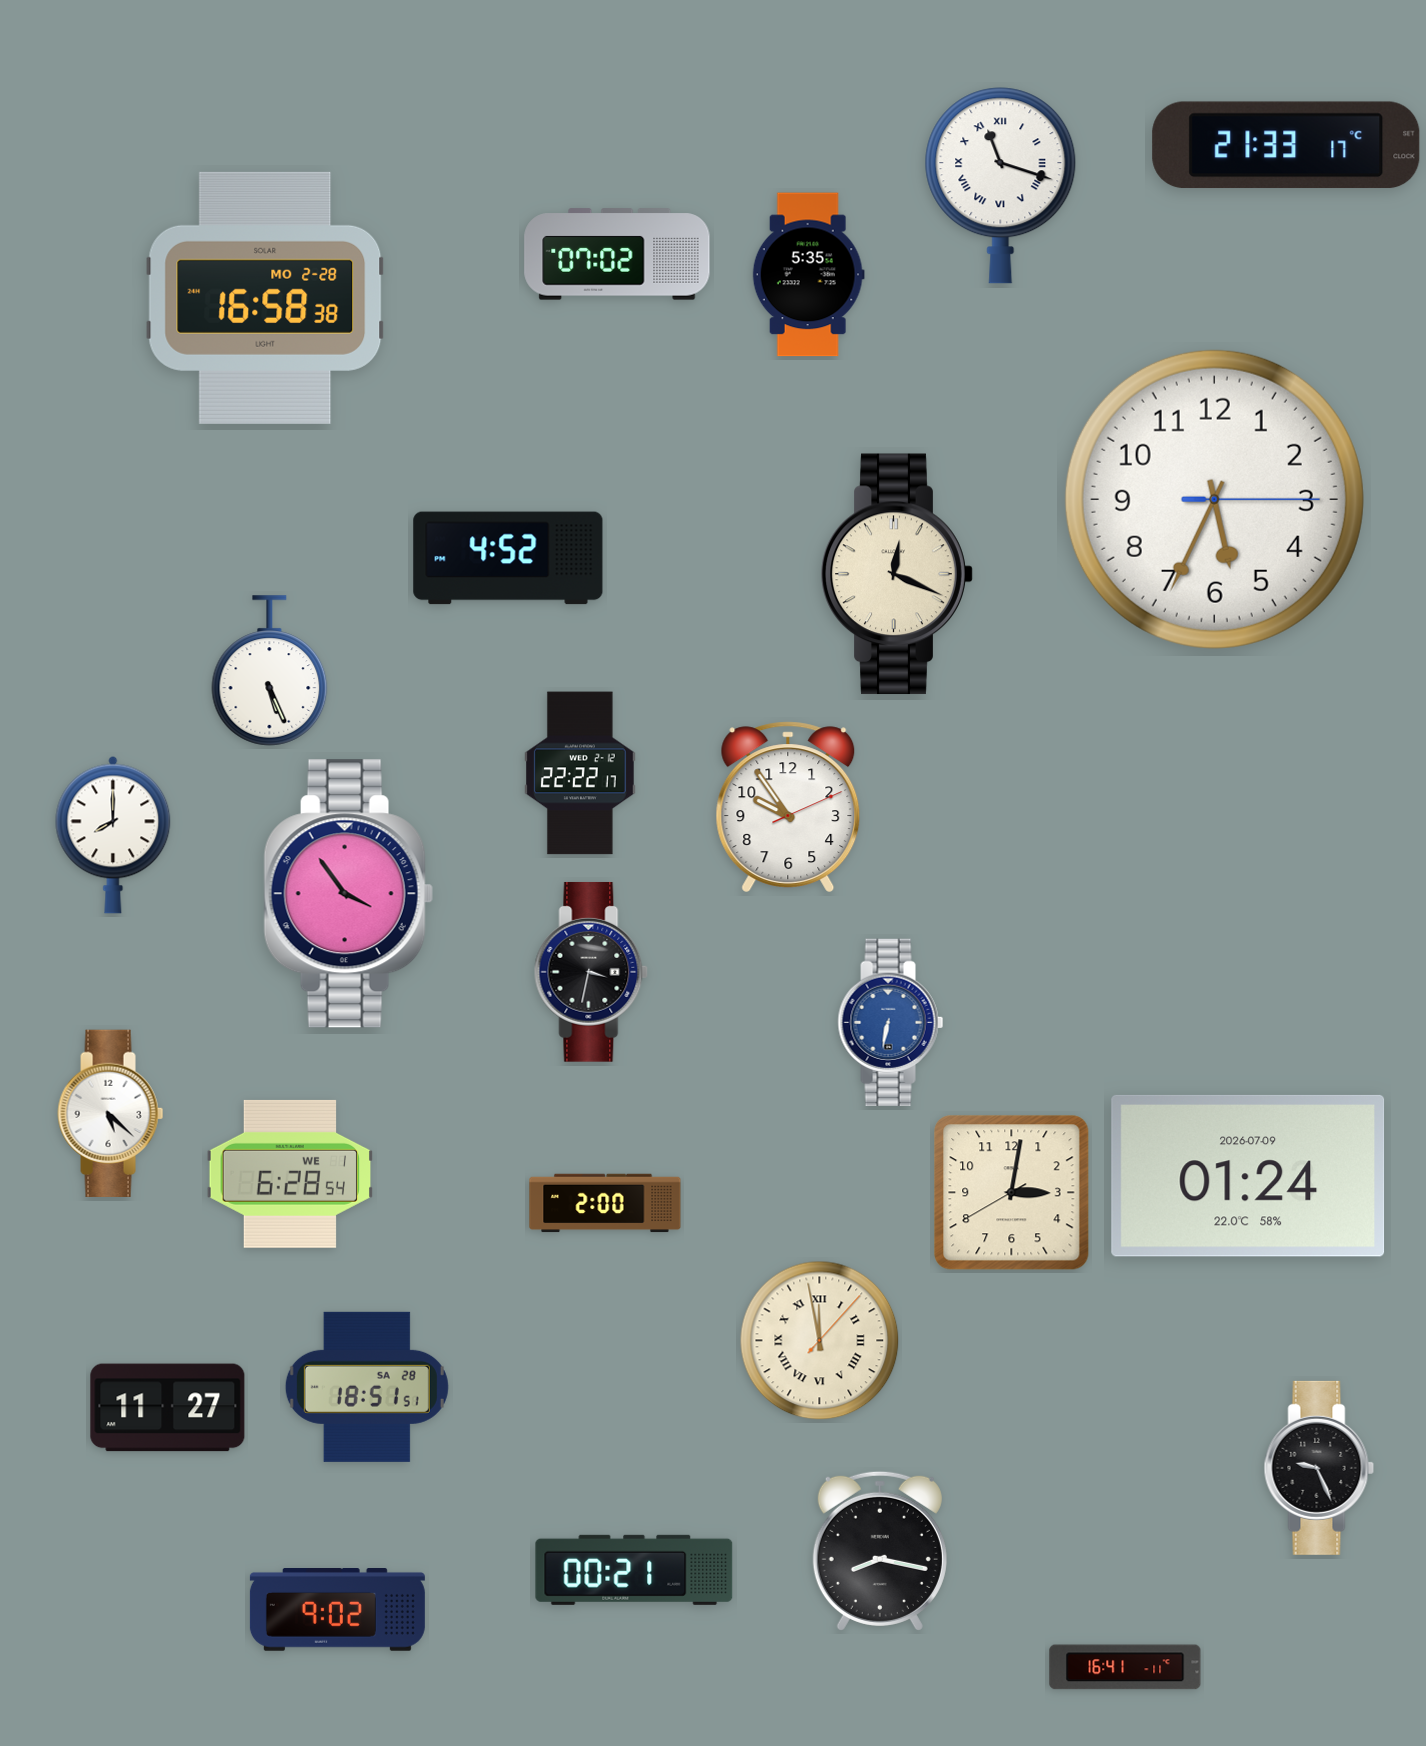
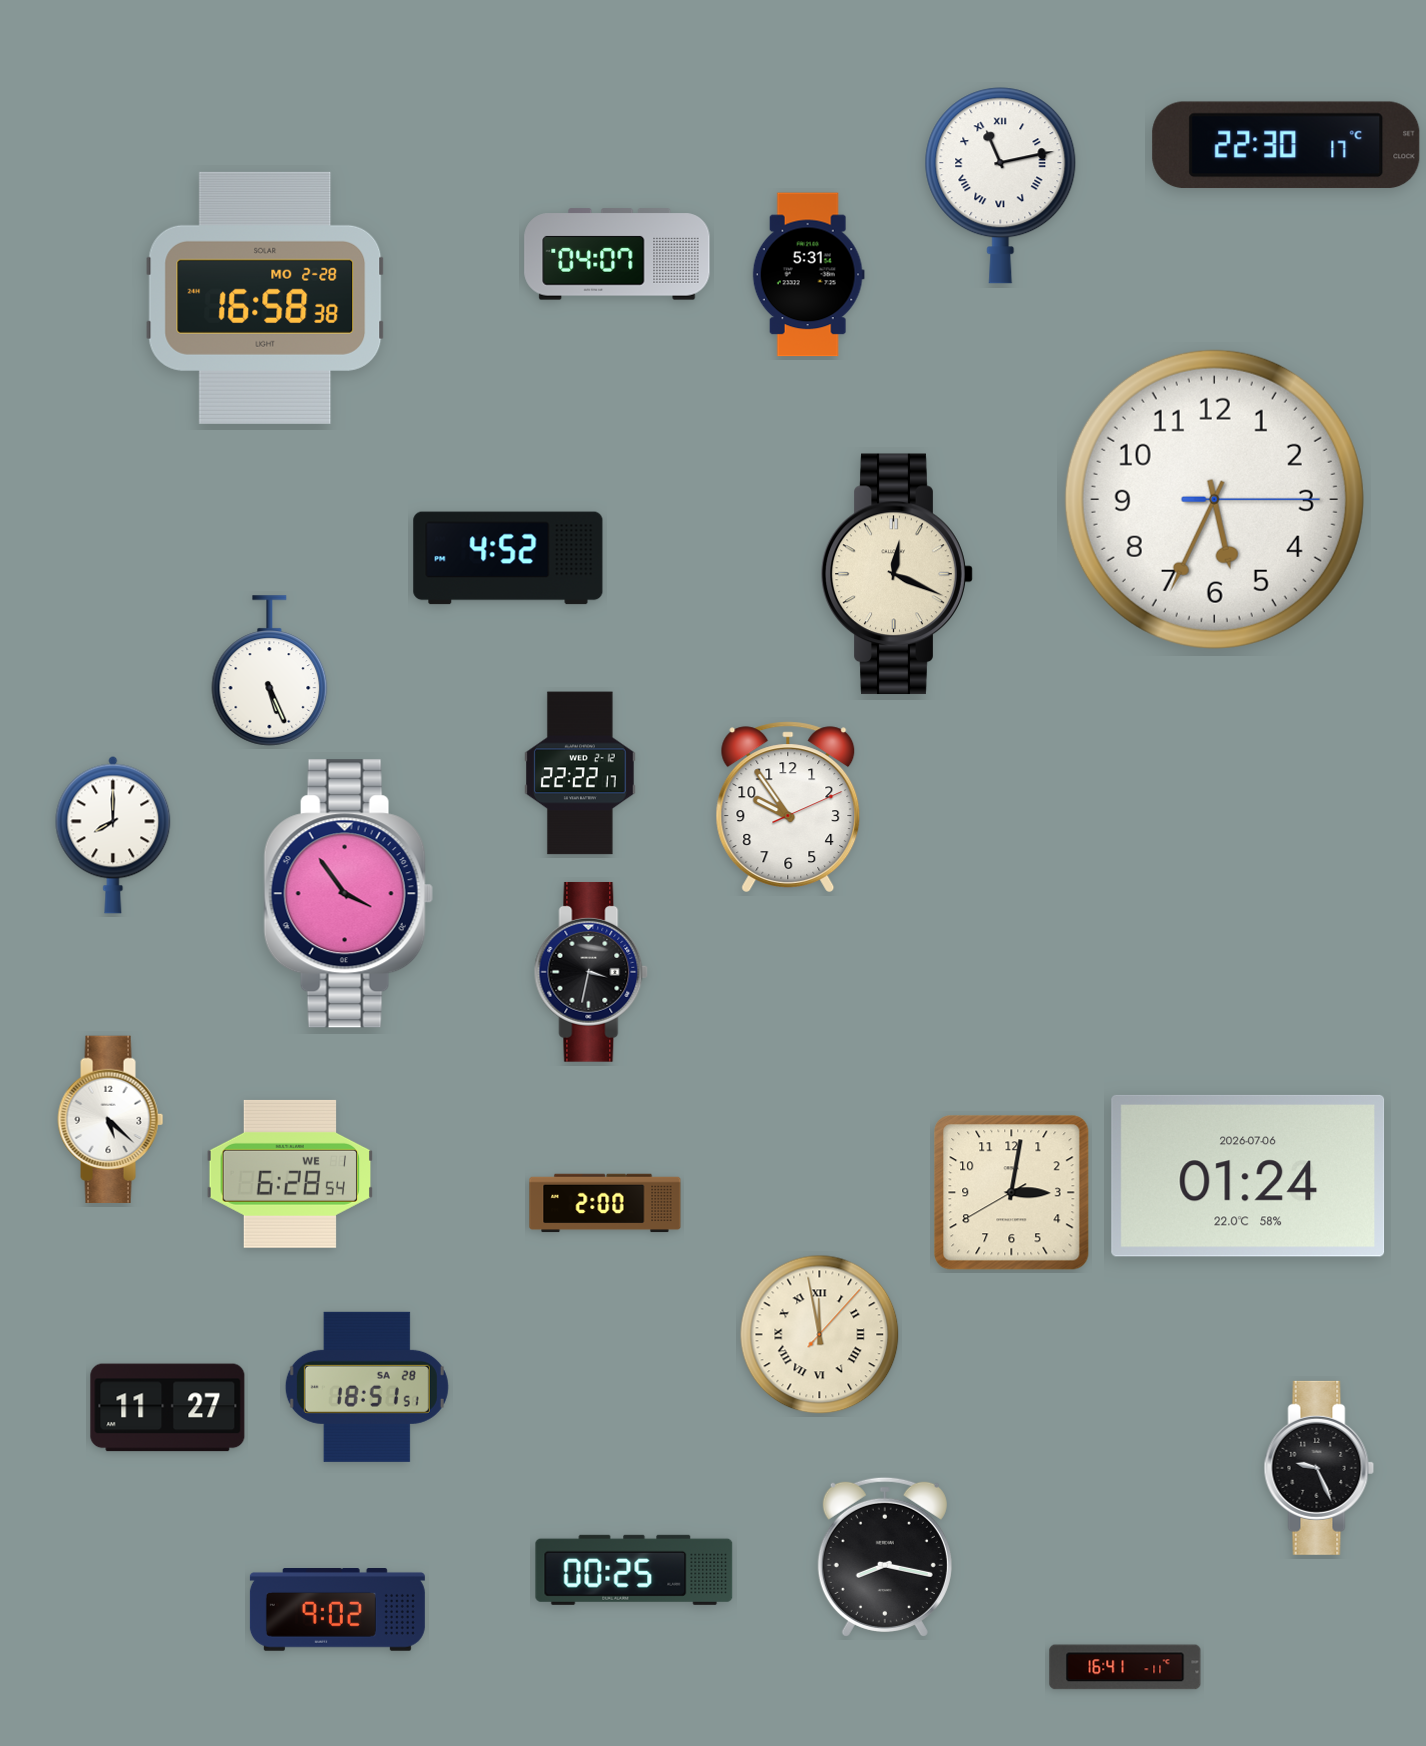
clock at (1286, 145): 21:33 -> 22:30
clock at (1001, 186): 11:18 -> 11:13
clock at (617, 254): 07:02 -> 04:07
clock at (808, 275): 5:35 -> 5:31
clock at (891, 1022): 6:32 -> none
clock at (111, 1113) position: (111, 1113) -> (111, 1119)
clock at (1248, 1176) date: 2026-07-09 -> 2026-07-06
clock at (820, 1341) position: (820, 1341) -> (820, 1335)
clock at (880, 1551) position: (880, 1551) -> (885, 1557)
clock at (634, 1570): 00:21 -> 00:25
